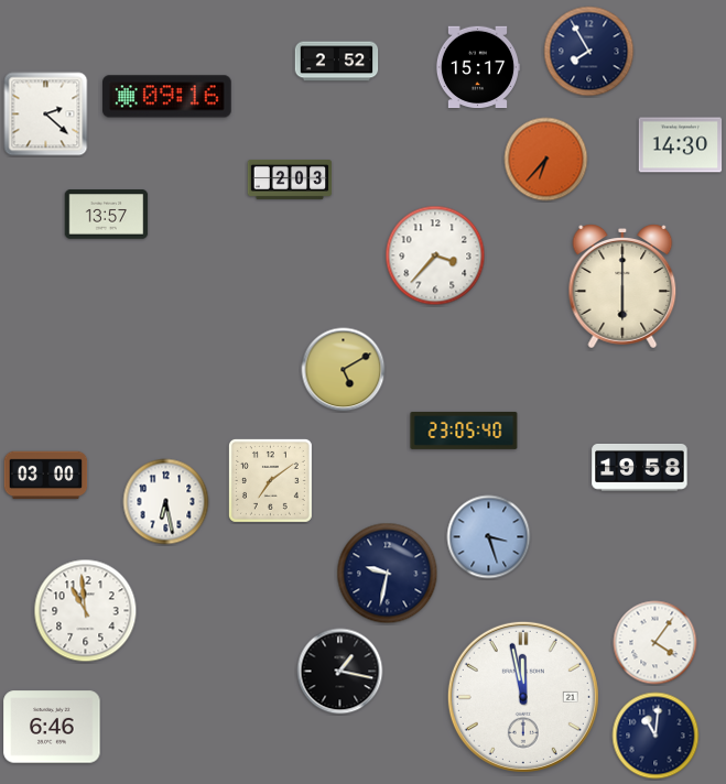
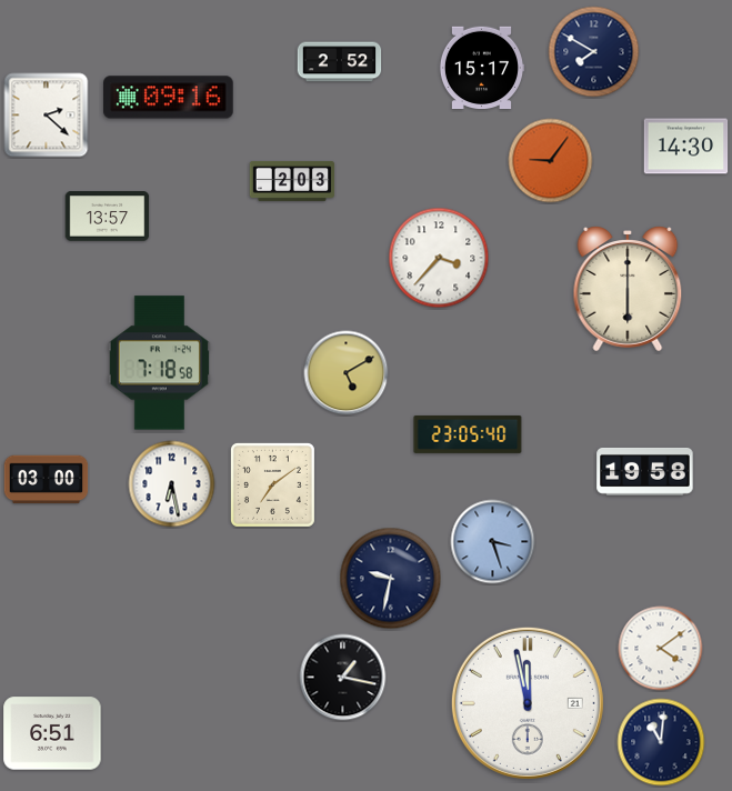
clock at (589, 52): 7:55 -> 7:50
clock at (546, 160): 6:37 -> 9:06
clock at (159, 363): none -> 7:18
clock at (166, 502) position: (166, 502) -> (172, 484)
clock at (86, 611): 10:59 -> none
clock at (655, 643): 4:06 -> 4:09
clock at (52, 727): 6:46 -> 6:51
